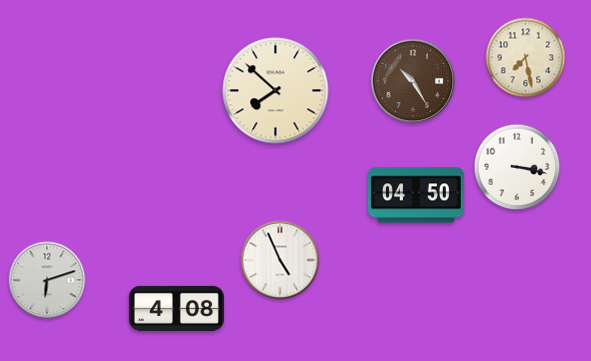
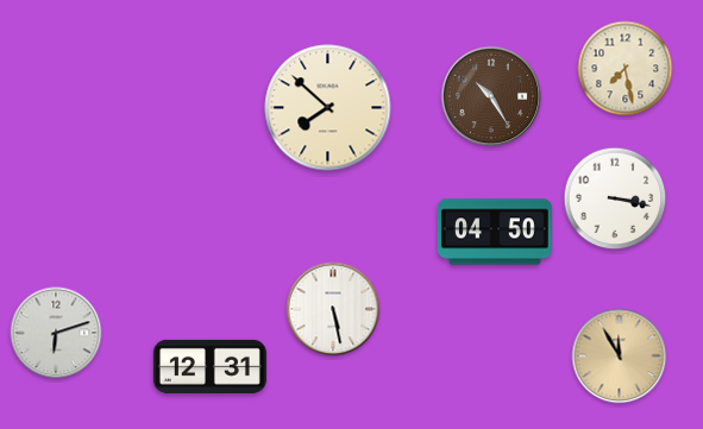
clock at (280, 260): 4:56 -> 5:28
clock at (620, 357): none -> 11:55
clock at (176, 308): 4:08 -> 12:31
